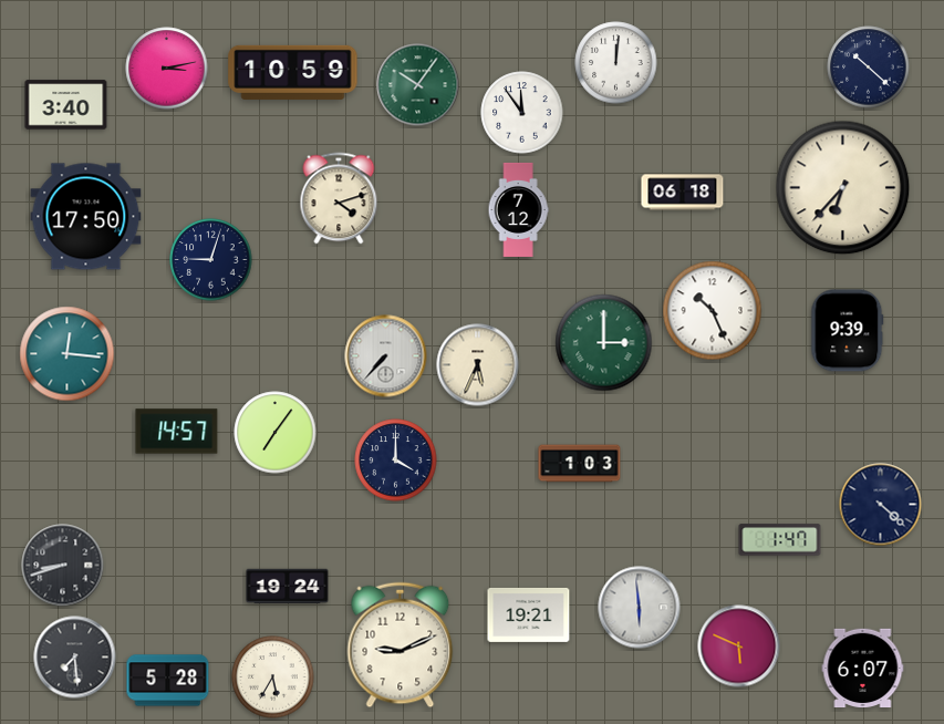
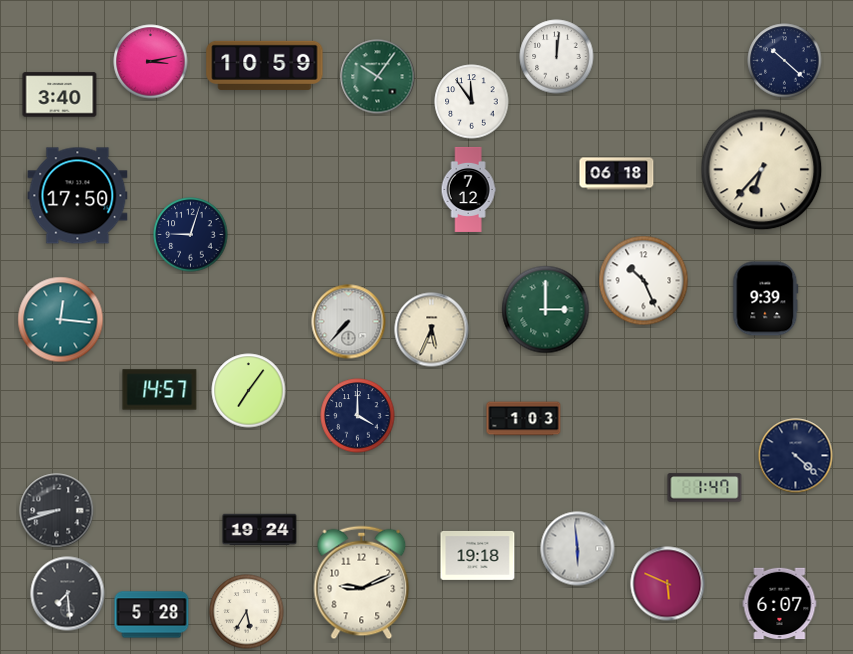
clock at (339, 198): 4:12 -> none
clock at (529, 614): 19:21 -> 19:18
